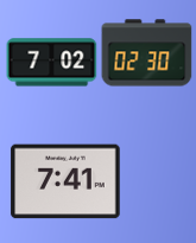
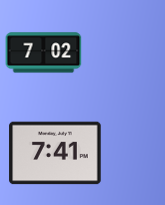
clock at (147, 53): 02:30 -> none
